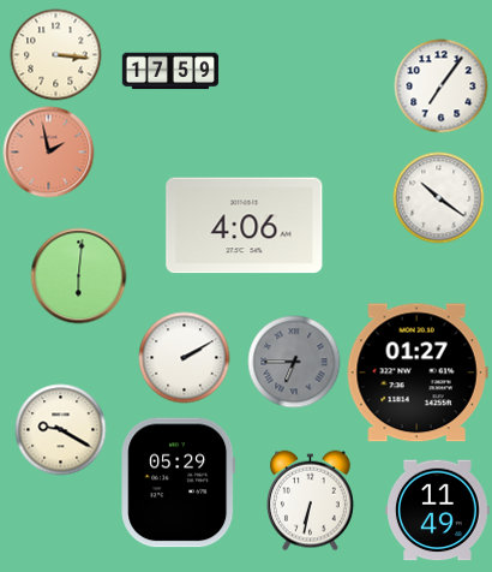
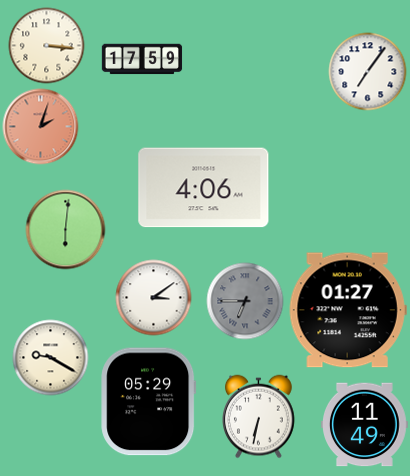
clock at (49, 153): 1:58 -> 2:03
clock at (439, 198): 10:21 -> none
clock at (185, 358): 2:10 -> 3:09
